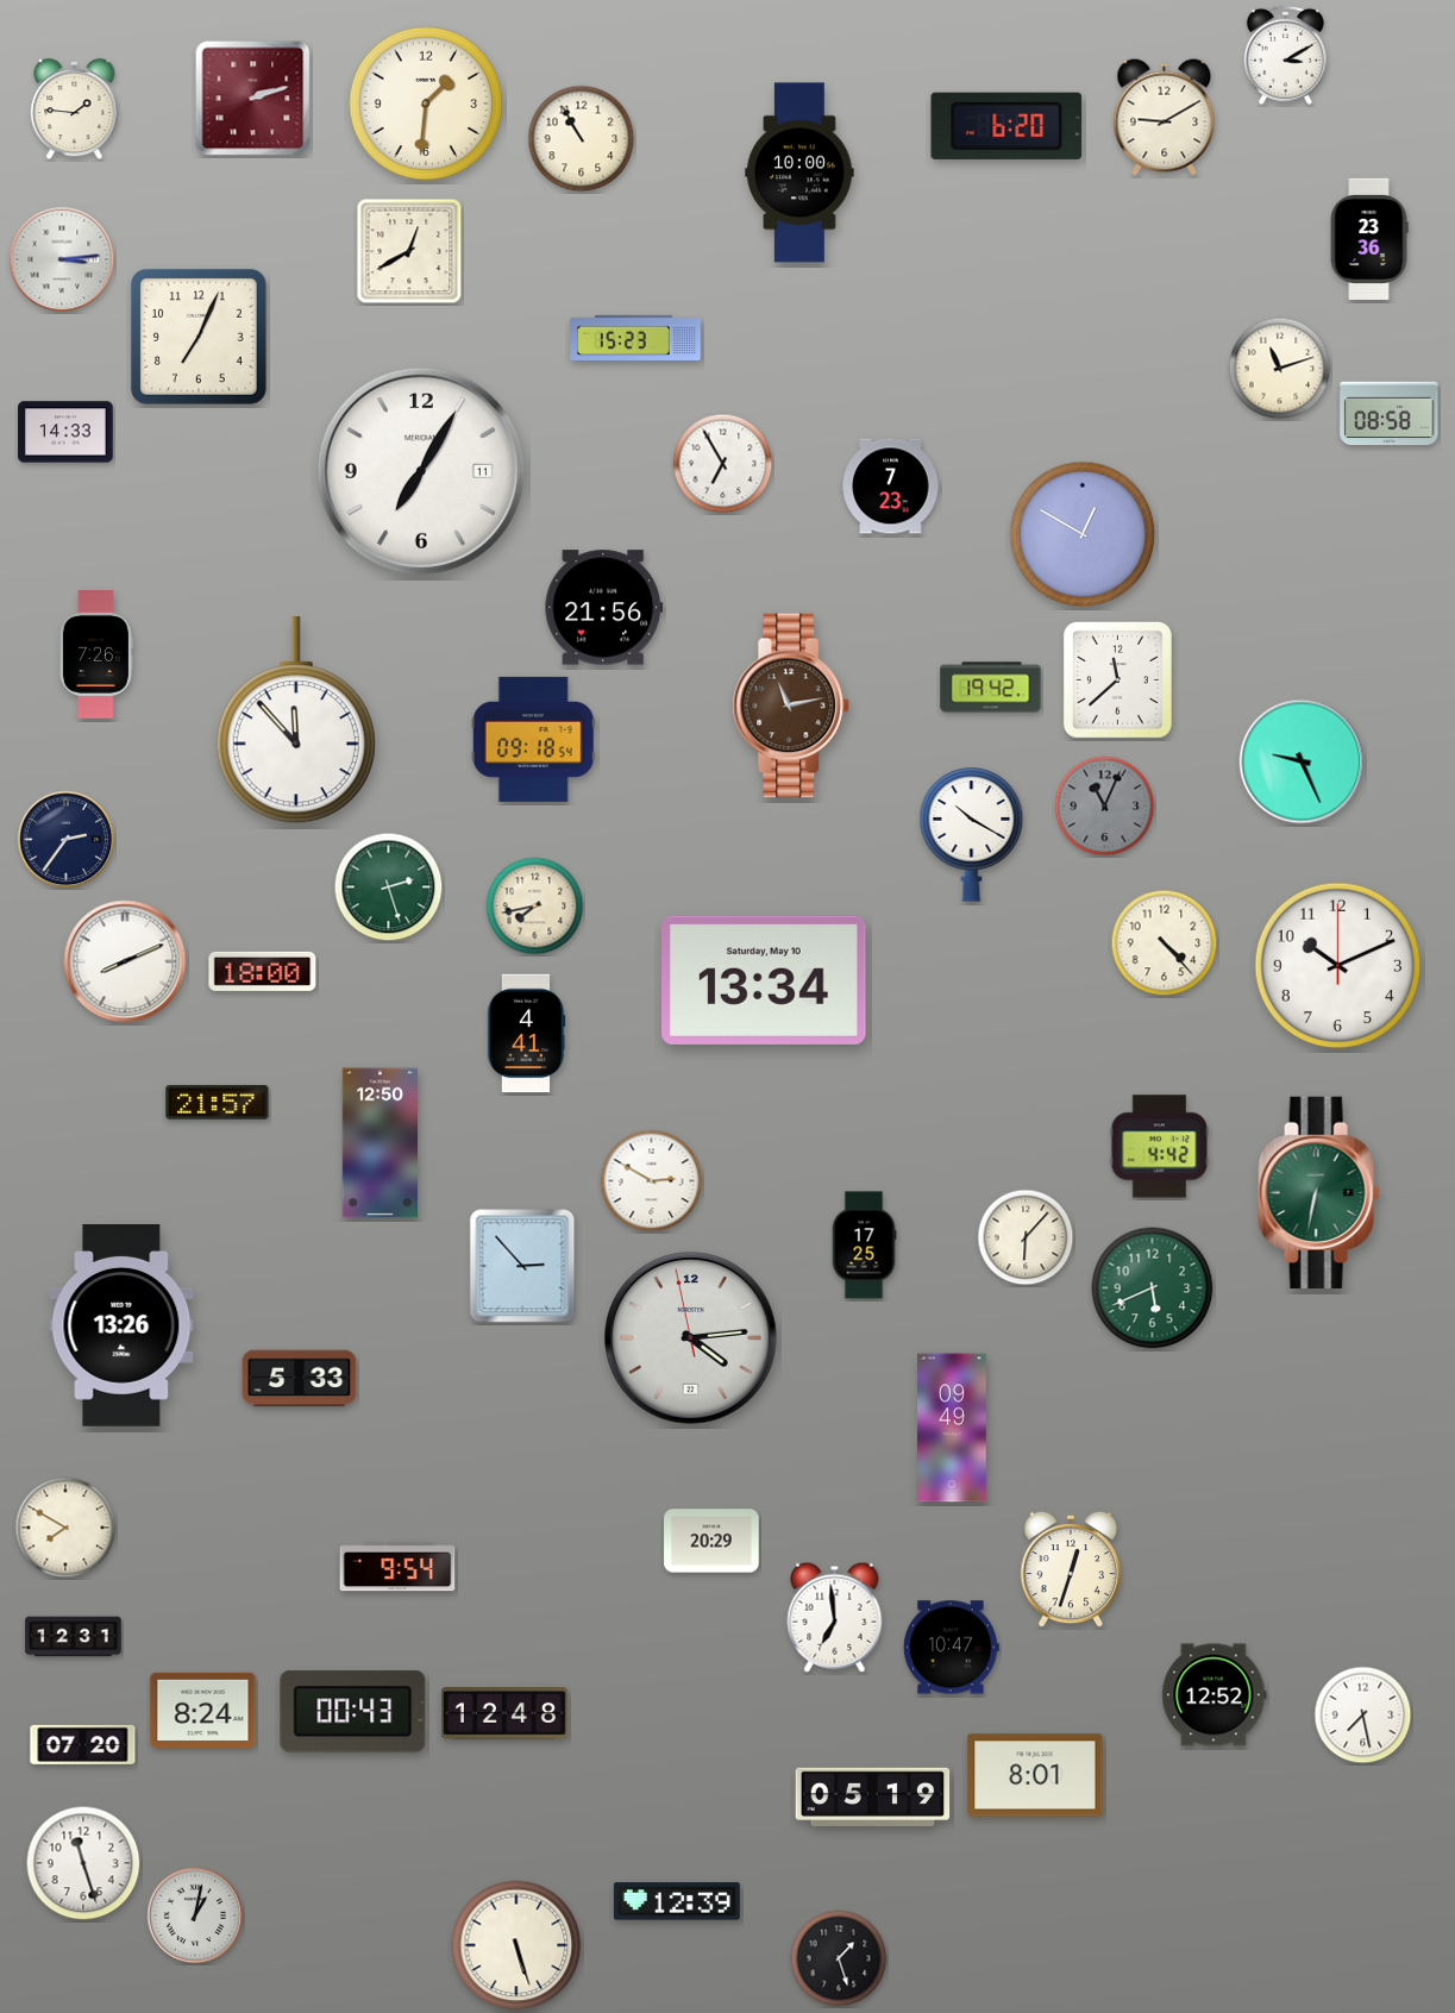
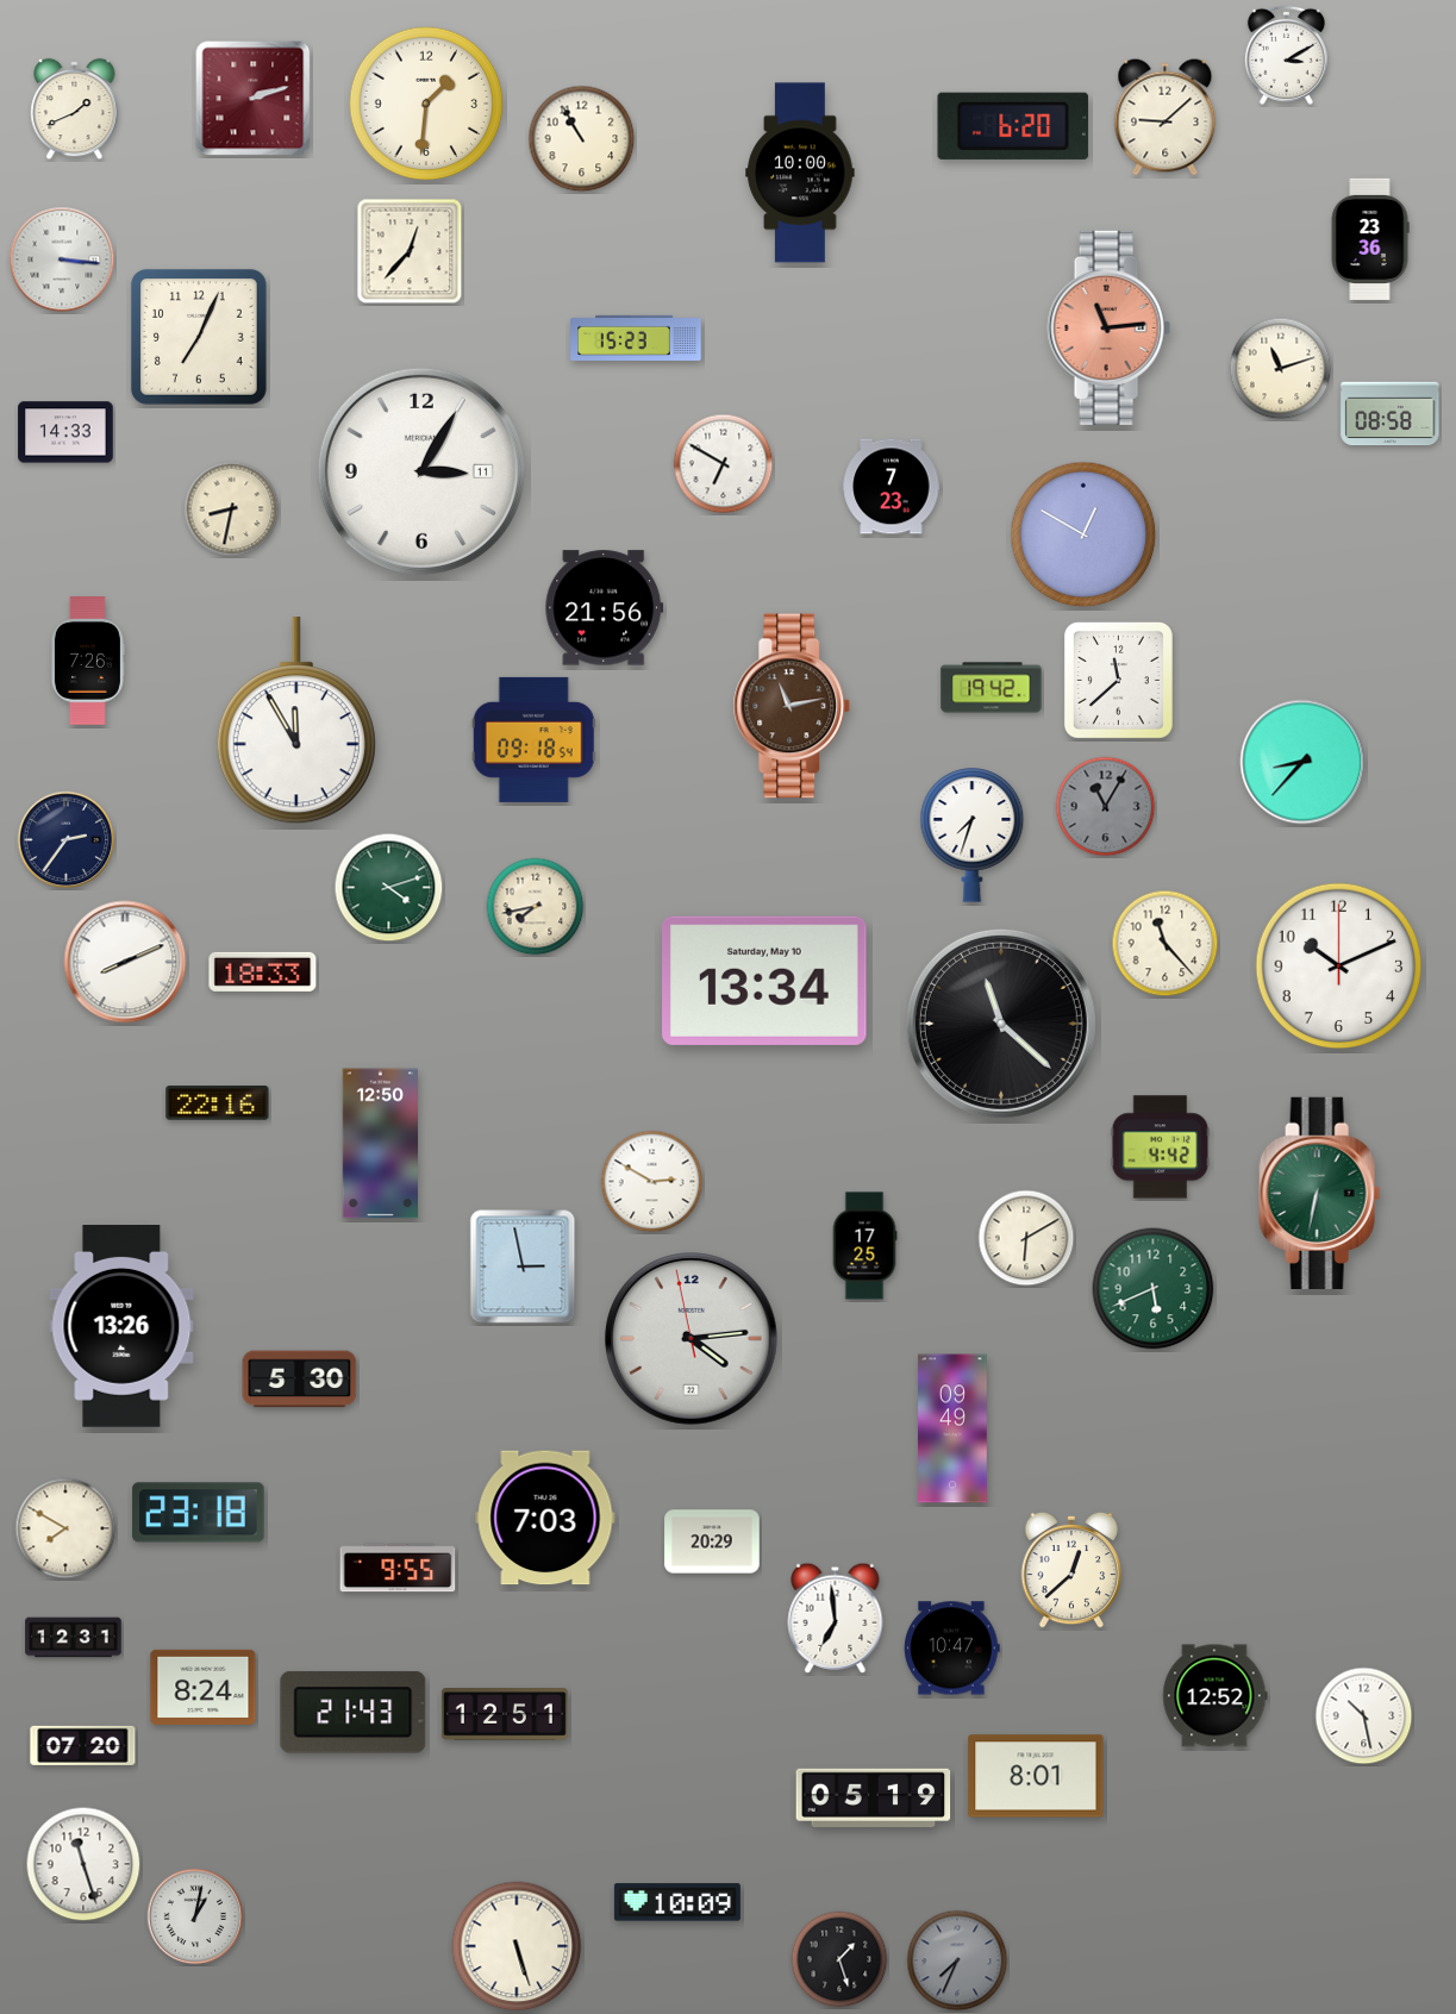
clock at (75, 109): 1:46 -> 1:41
clock at (1165, 118): 9:10 -> 9:08
clock at (1006, 126) position: (1006, 126) -> (1013, 126)
clock at (409, 251): 12:40 -> 12:37
clock at (62, 259): 3:14 -> 3:16
clock at (1108, 327): none -> 11:14
clock at (723, 464): 6:55 -> 6:50
clock at (421, 471): 7:05 -> 3:05
clock at (232, 509): none -> 8:32
clock at (95, 656) position: (95, 656) -> (87, 662)
clock at (296, 721): 11:53 -> 11:55
clock at (1302, 761): 9:26 -> 8:37
clock at (1105, 807): 11:04 -> 11:05
clock at (972, 835): 10:20 -> 7:33
clock at (389, 888): 2:27 -> 4:12
clock at (1165, 943): 4:23 -> 11:23
clock at (263, 971): 18:00 -> 18:33
clock at (1001, 1024): none -> 11:22
clock at (526, 1034): 4:41 -> none
clock at (218, 1103): 21:57 -> 22:16
clock at (1026, 1237): 6:07 -> 6:10
clock at (522, 1266): 2:53 -> 2:58
clock at (300, 1379): 5:33 -> 5:30
clock at (199, 1513): none -> 23:18
clock at (545, 1518): none -> 7:03
clock at (397, 1567): 9:54 -> 9:55
clock at (1071, 1569): 12:33 -> 12:38
clock at (203, 1710) position: (203, 1710) -> (204, 1687)
clock at (353, 1712): 00:43 -> 21:43
clock at (504, 1714): 12:48 -> 12:51
clock at (1363, 1716): 7:28 -> 10:28
clock at (677, 1901): 12:39 -> 10:09
clock at (957, 1960): none -> 7:34
